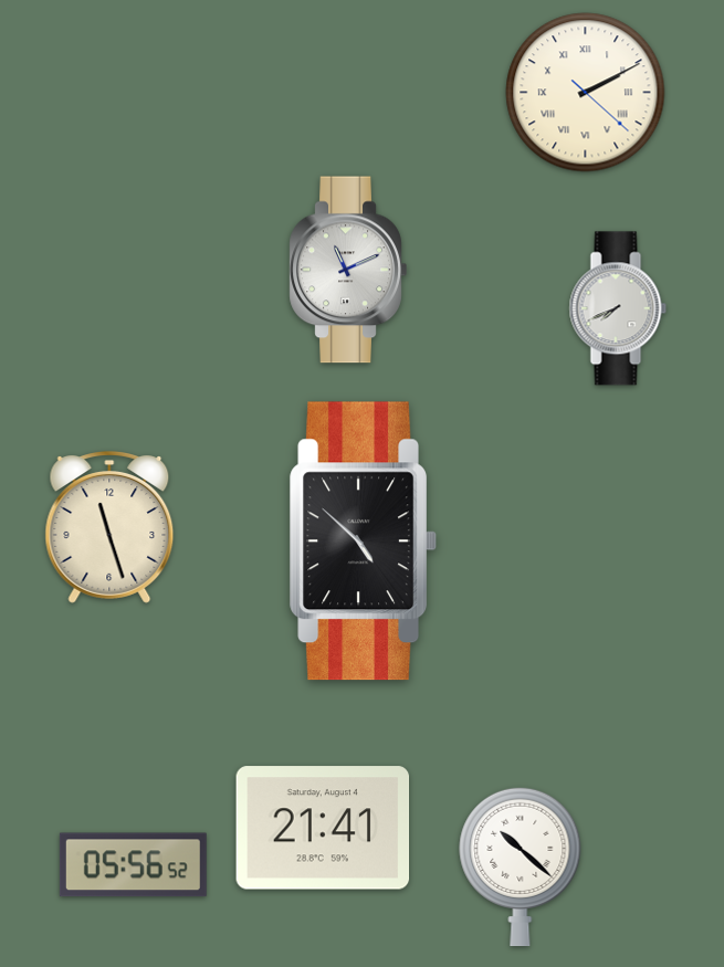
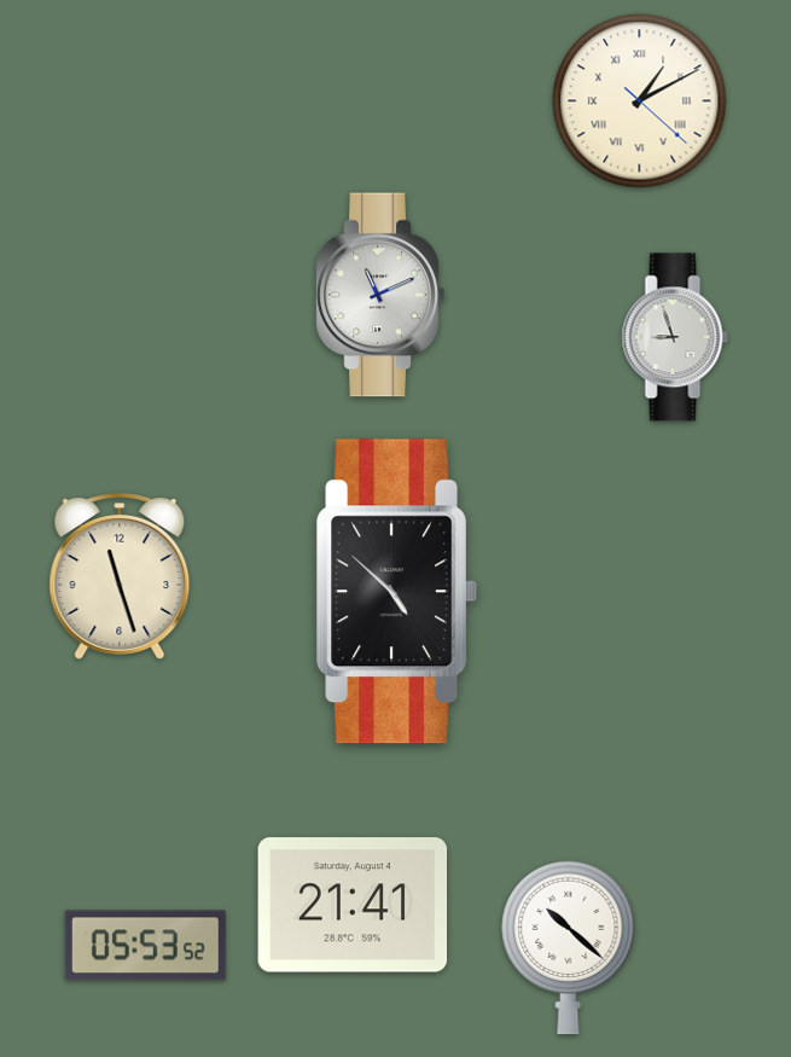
clock at (586, 93): 2:10 -> 1:10
clock at (618, 308): 7:41 -> 8:57
clock at (133, 865): 05:56 -> 05:53
